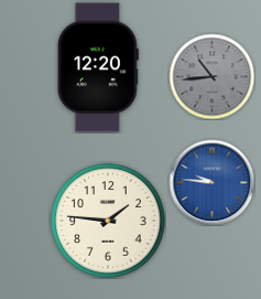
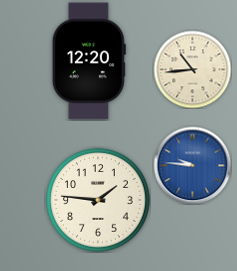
clock at (211, 76) dial: grey -> cream
